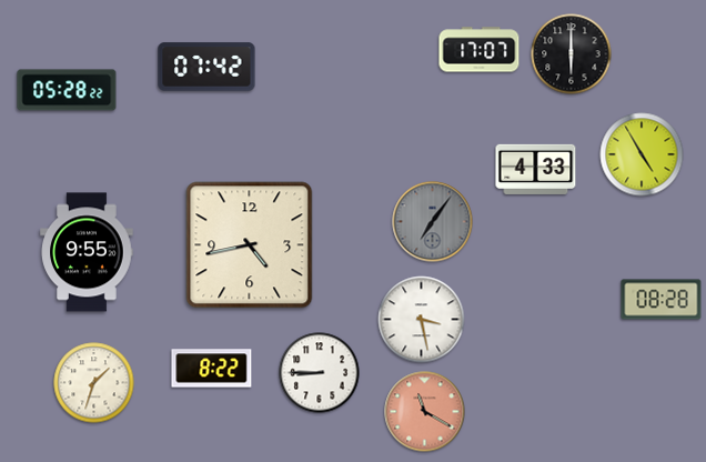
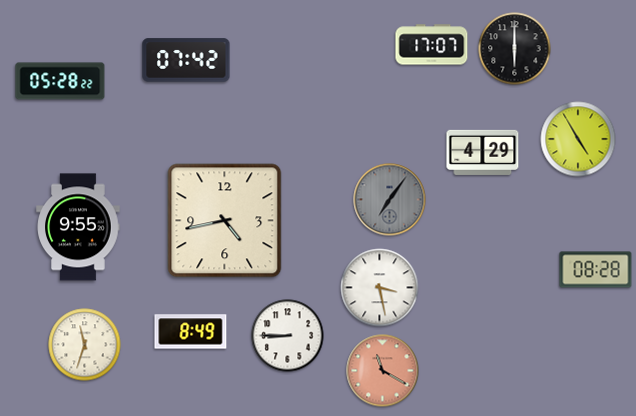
clock at (536, 169): 4:33 -> 4:29
clock at (212, 369): 8:22 -> 8:49
clock at (94, 383): 1:33 -> 11:33
